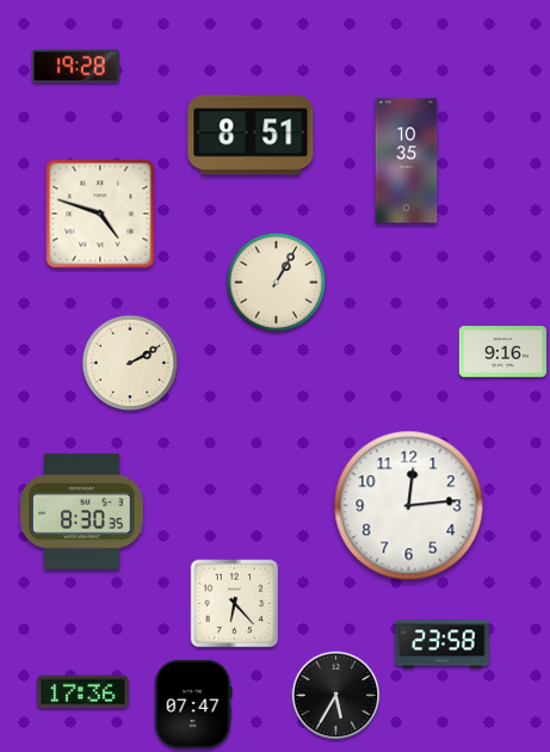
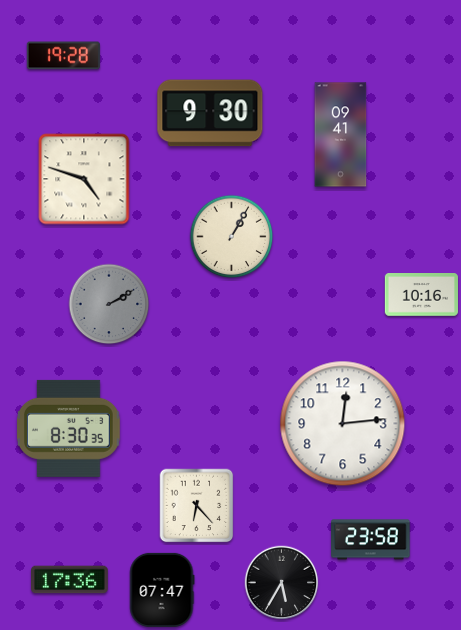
clock at (251, 135): 8:51 -> 9:30
clock at (407, 161): 10:35 -> 09:41
clock at (502, 352): 9:16 -> 10:16
clock at (130, 363) dial: cream -> grey
